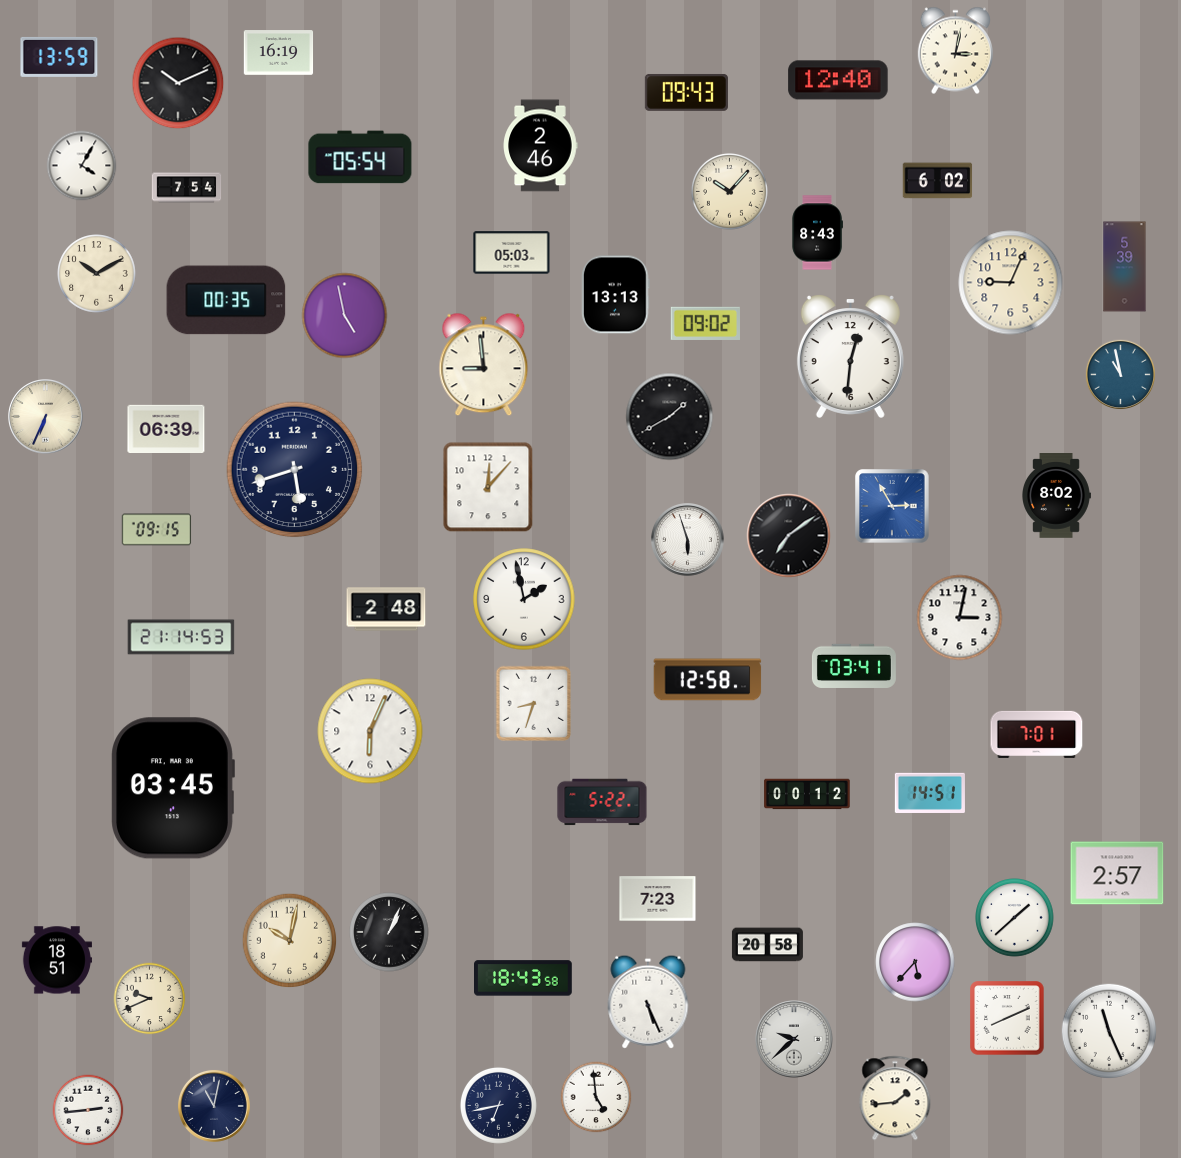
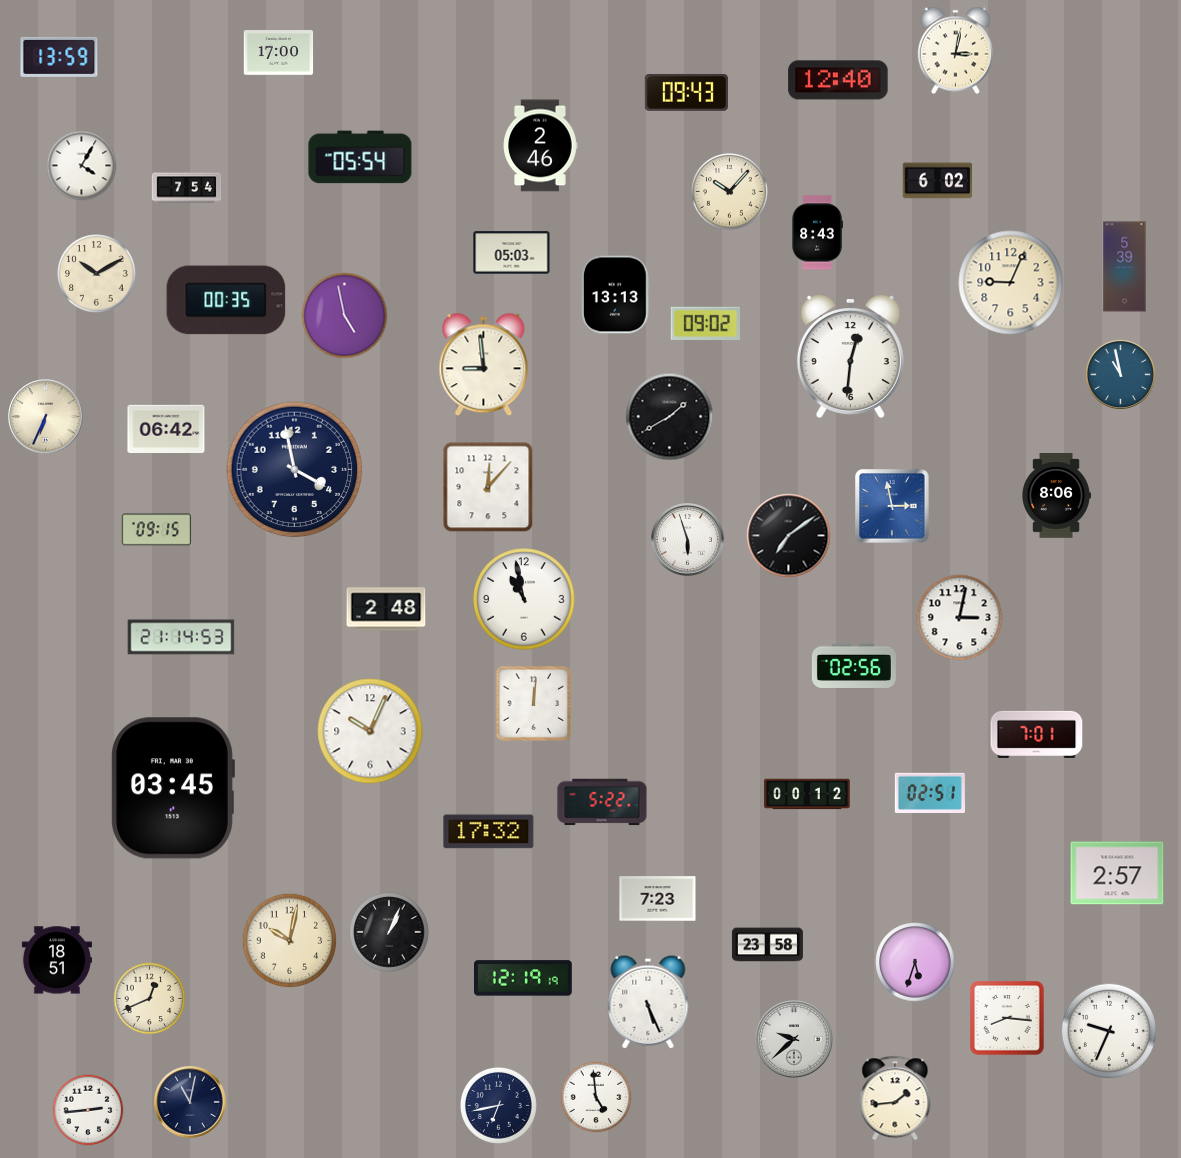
clock at (279, 53): 16:19 -> 17:00
clock at (178, 83): 10:11 -> none
clock at (166, 428): 06:39 -> 06:42
clock at (295, 470): 5:42 -> 3:58
clock at (1057, 496): 8:02 -> 8:06
clock at (892, 506): 2:55 -> 2:58
clock at (524, 599): 1:58 -> 10:58
clock at (854, 665): 03:41 -> 02:56
clock at (708, 680): 12:58 -> none
clock at (533, 703): 8:33 -> 12:01
clock at (370, 731): 6:04 -> 10:04
clock at (930, 793): 14:51 -> 02:51
clock at (489, 832): none -> 17:32
clock at (1015, 918): 1:38 -> none
clock at (767, 945): 20:58 -> 23:58
clock at (915, 962): 5:37 -> 5:33
clock at (524, 978): 18:43 -> 12:19
clock at (150, 999): 9:41 -> 12:41
clock at (1007, 1018): 8:11 -> 8:16
clock at (1108, 1030): 11:26 -> 9:34
clock at (214, 1106) position: (214, 1106) -> (190, 1102)
